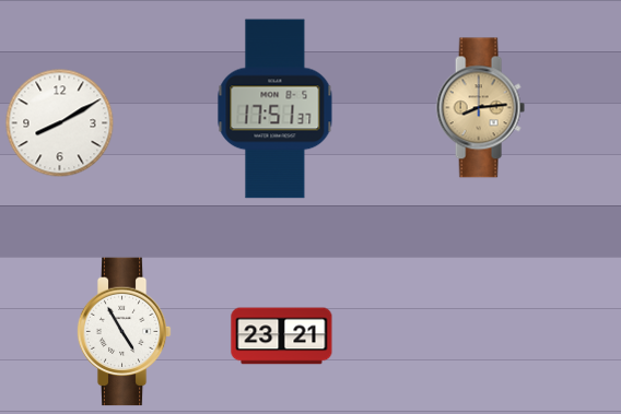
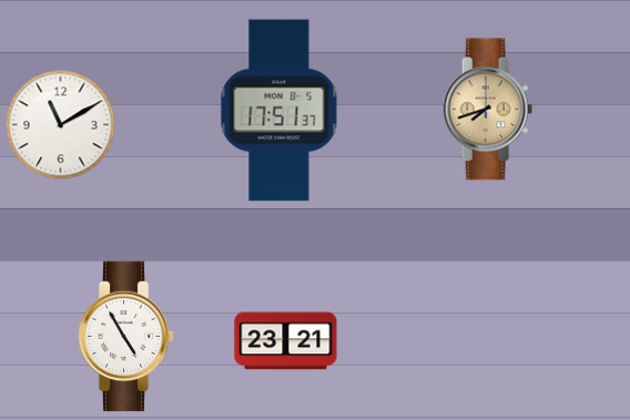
clock at (480, 108): 8:14 -> 7:42
clock at (60, 123): 8:10 -> 11:10
